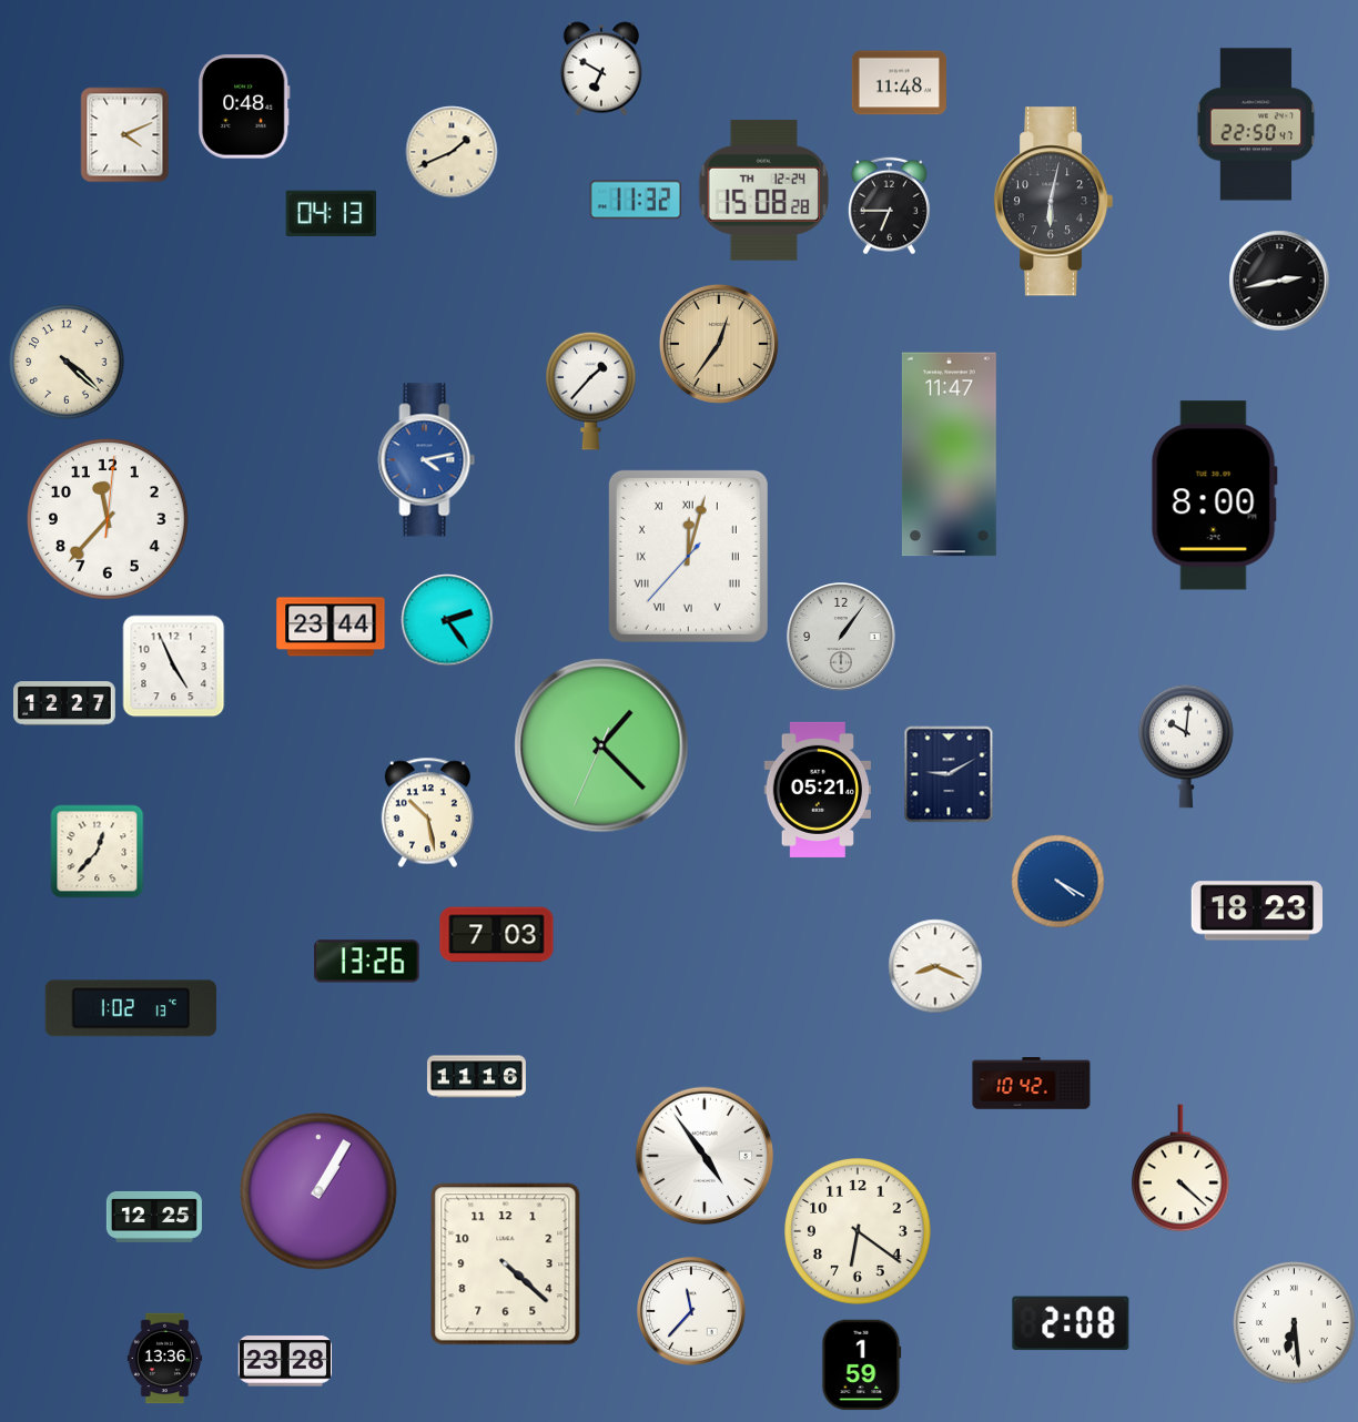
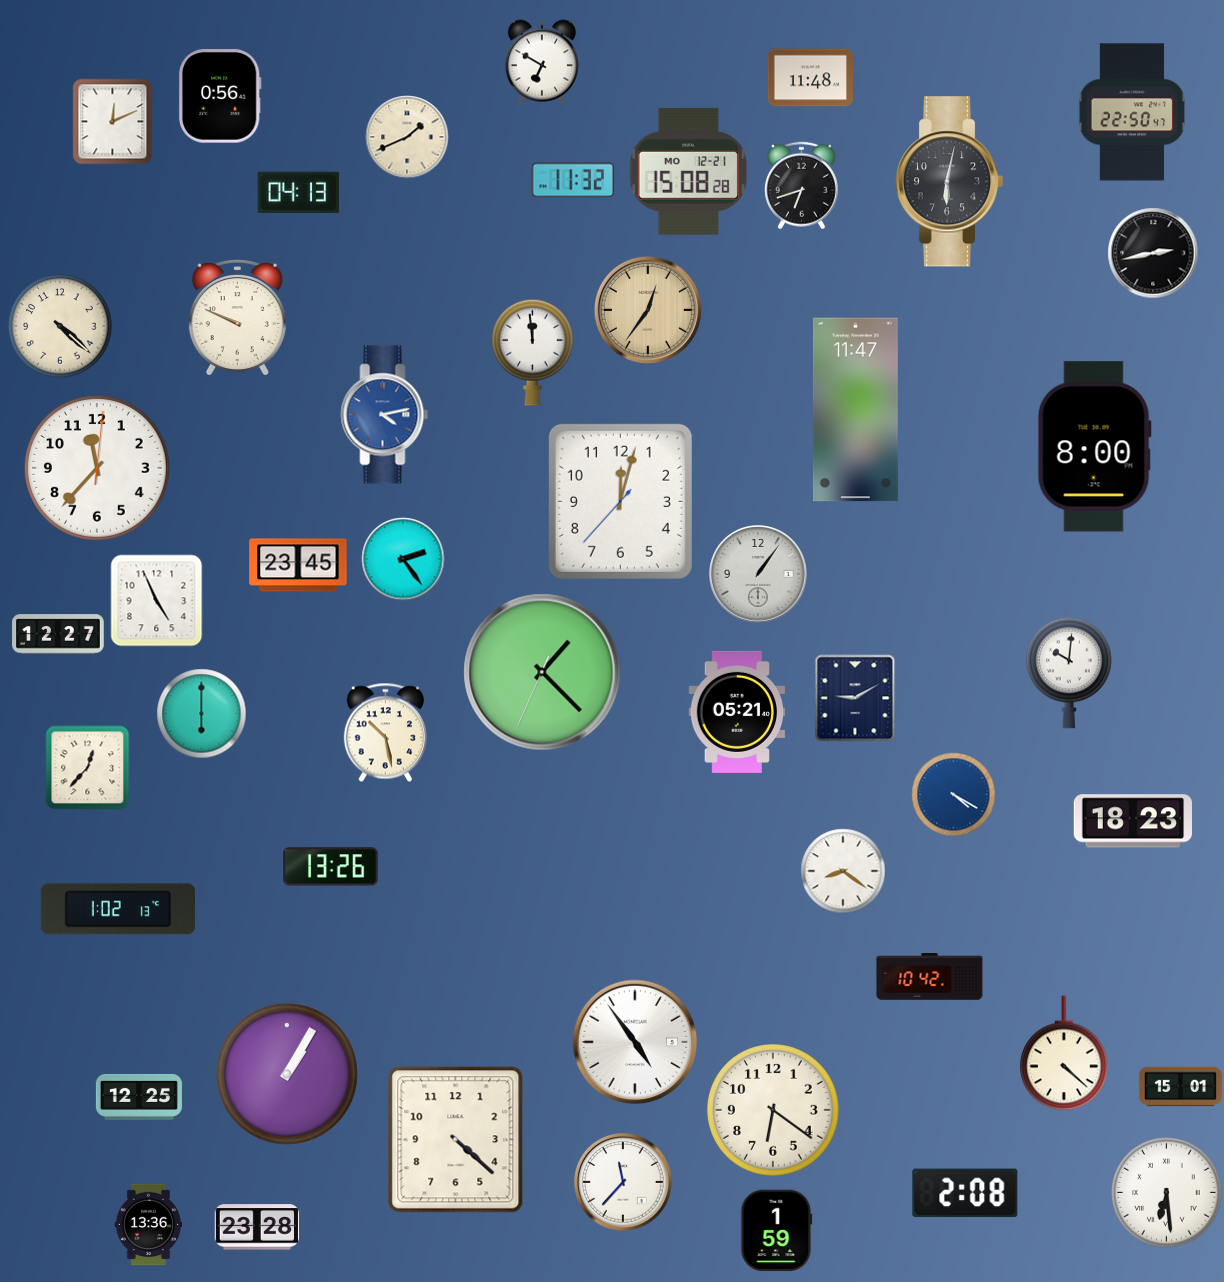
clock at (899, 83) position: (899, 83) -> (810, 78)
clock at (244, 106): 0:48 -> 0:56
clock at (125, 135): 4:11 -> 12:11
clock at (763, 190) date: TH 12-24 -> MO 12-21
clock at (889, 206): 6:45 -> 6:42
clock at (237, 318): none -> 9:49
clock at (591, 390): 1:37 -> 11:59
clock at (688, 556) numerals: Roman -> Arabic
clock at (331, 627): 23:44 -> 23:45
clock at (202, 714): none -> 6:00
clock at (497, 935): 7:03 -> none
clock at (935, 966): 8:19 -> 8:21
clock at (476, 1077): 11:16 -> none
clock at (1181, 1087): none -> 15:01
